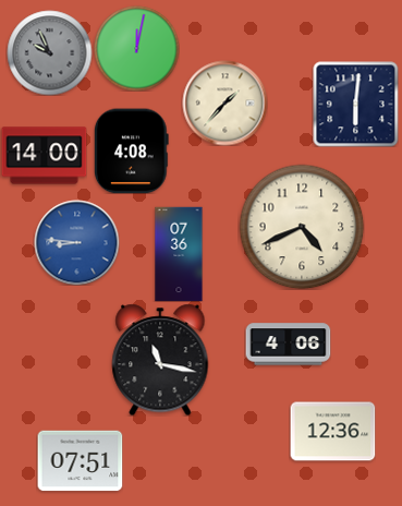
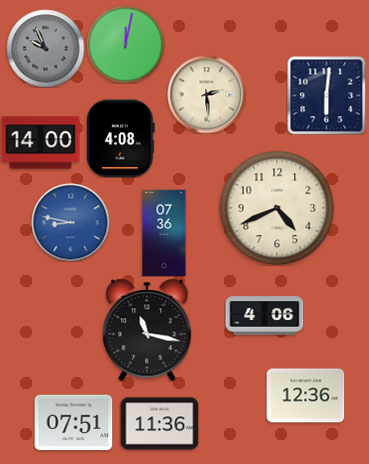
clock at (224, 103): 1:37 -> 2:29
clock at (76, 242): 8:46 -> 8:47
clock at (159, 424): none -> 11:36
